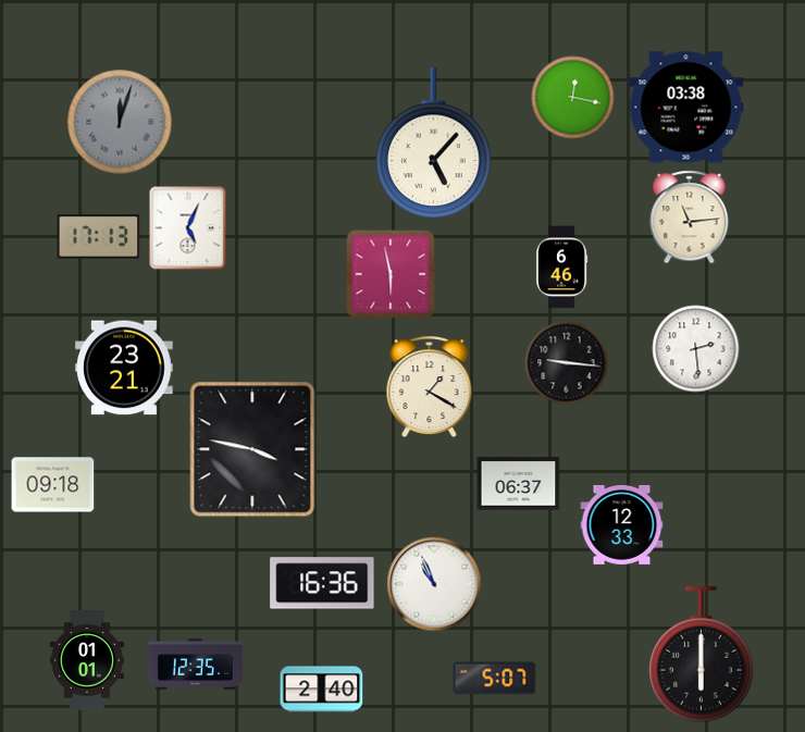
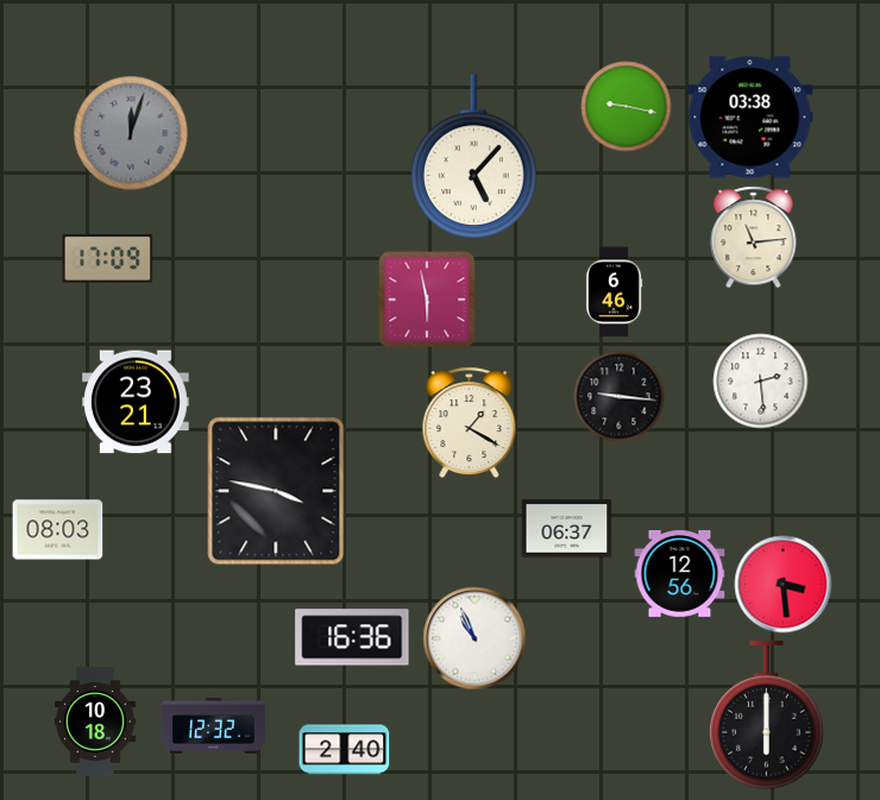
clock at (573, 98): 12:17 -> 9:17
clock at (188, 228): 5:04 -> none
clock at (99, 237): 17:13 -> 17:09
clock at (53, 485): 09:18 -> 08:03
clock at (622, 525): 12:33 -> 12:56
clock at (784, 585): none -> 3:29
clock at (87, 660): 01:01 -> 10:18
clock at (195, 665): 12:35 -> 12:32
clock at (495, 679): 5:07 -> none
clock at (322, 690) position: (322, 690) -> (345, 750)
